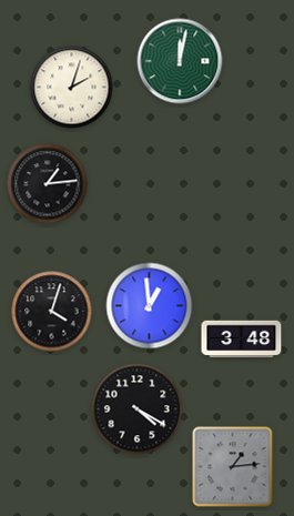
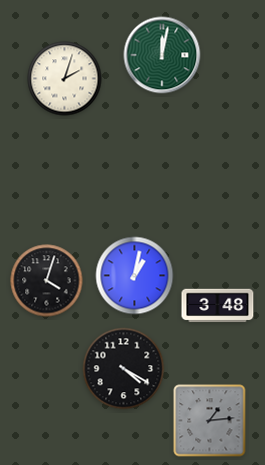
clock at (48, 184): 1:14 -> none
clock at (150, 306): 12:59 -> 1:02
